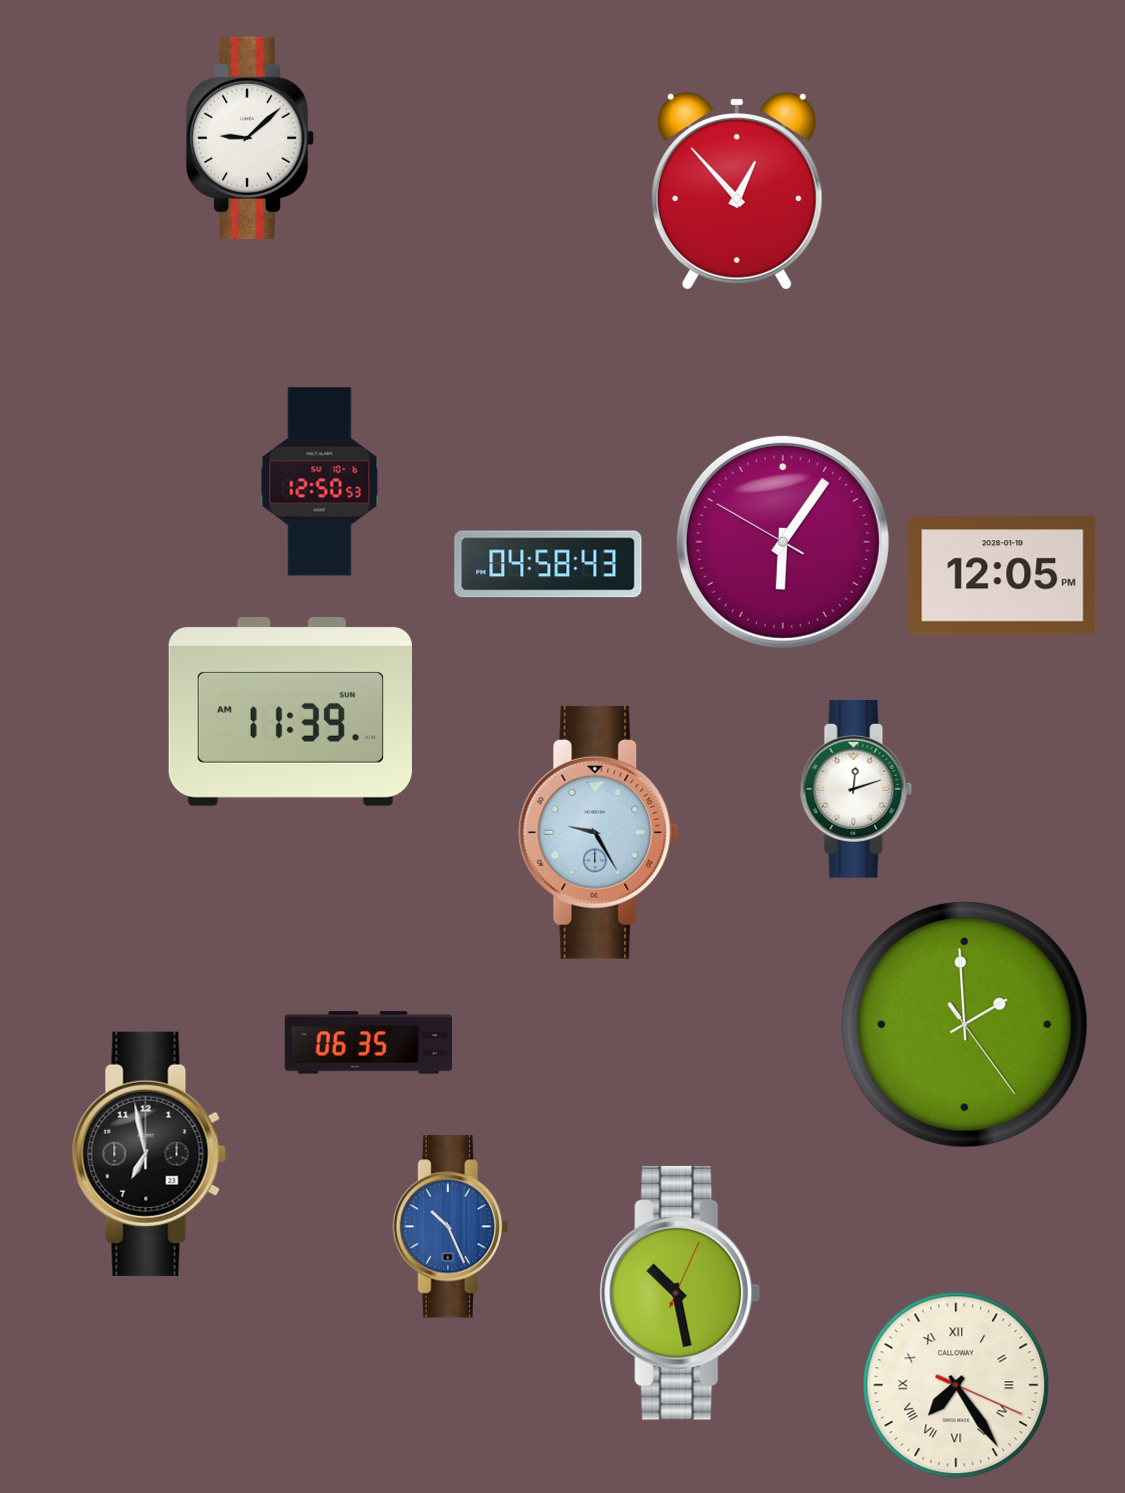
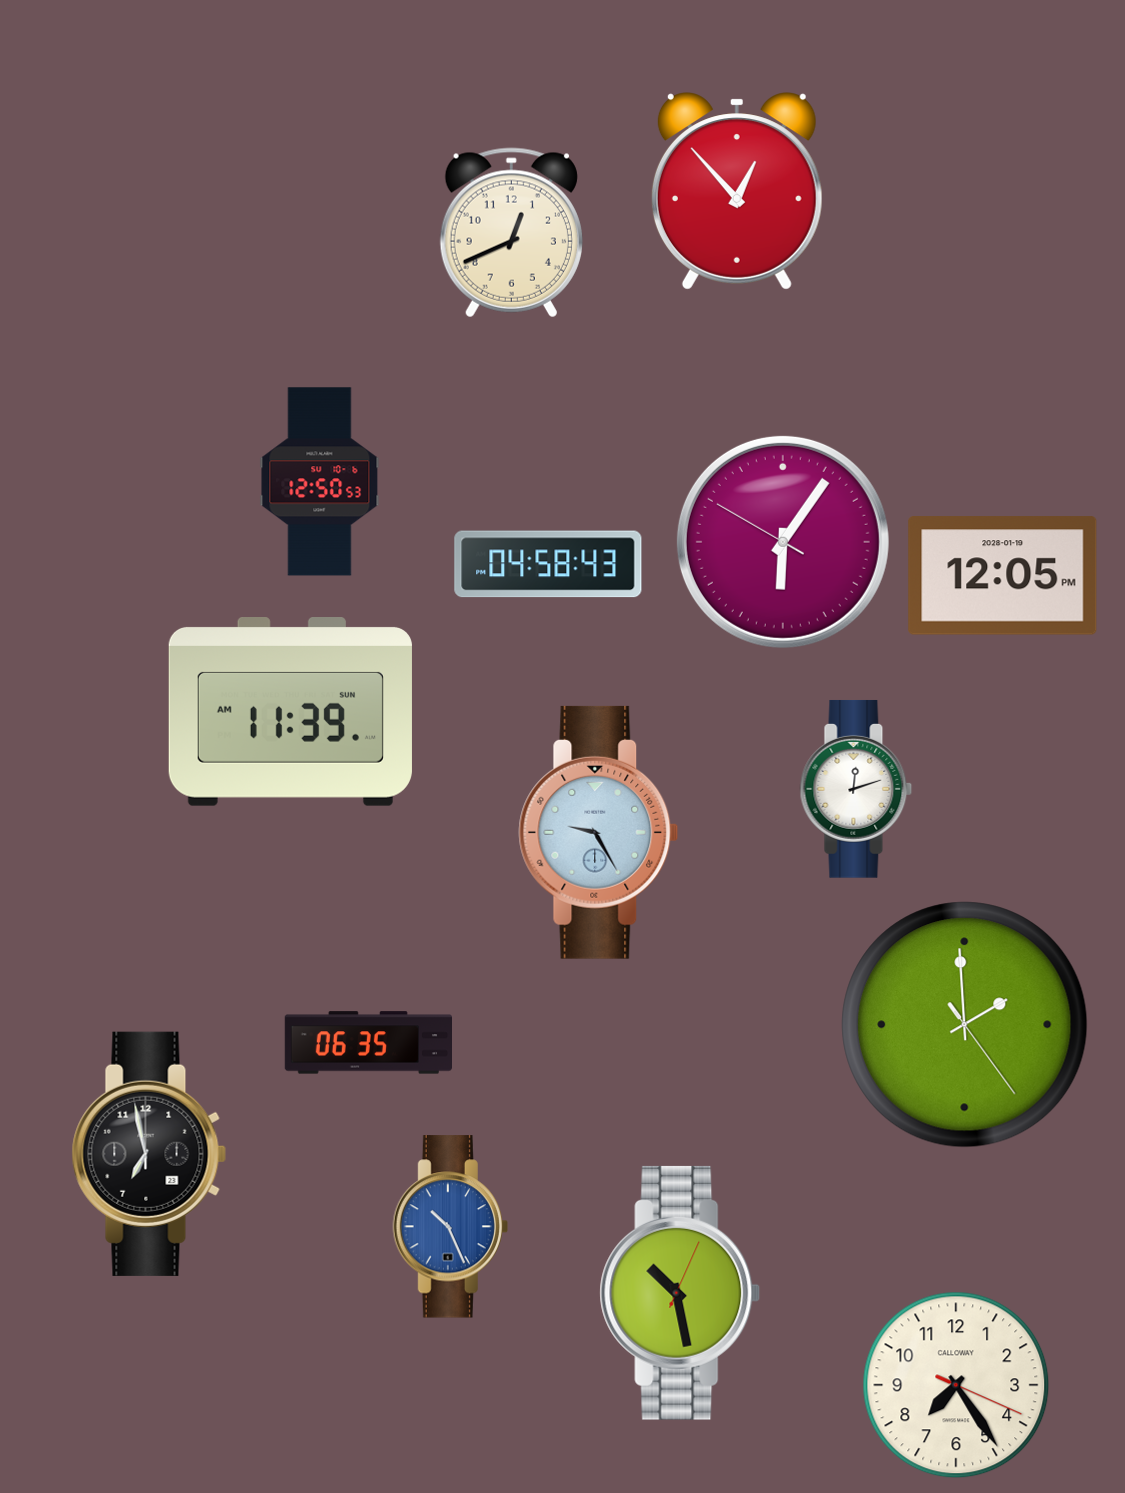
clock at (250, 137): 9:08 -> none
clock at (511, 233): none -> 12:41
clock at (956, 1385) numerals: Roman -> Arabic
